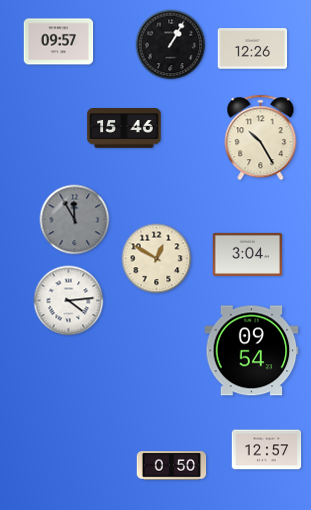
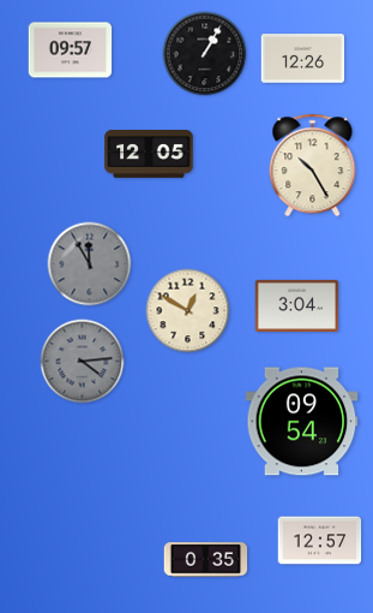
clock at (124, 128): 15:46 -> 12:05
clock at (69, 301) dial: white -> grey
clock at (172, 466): 0:50 -> 0:35
